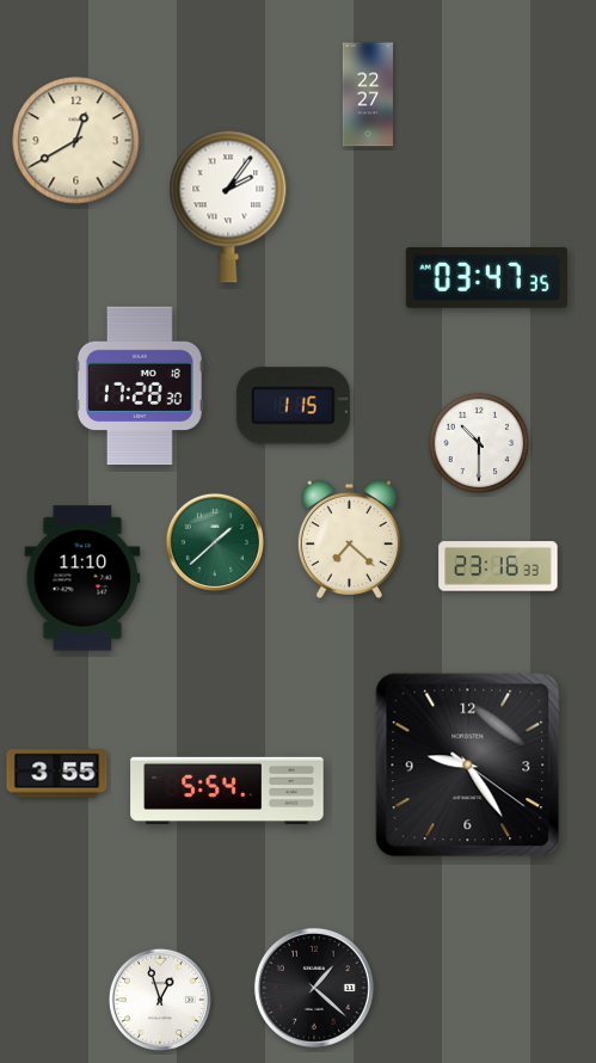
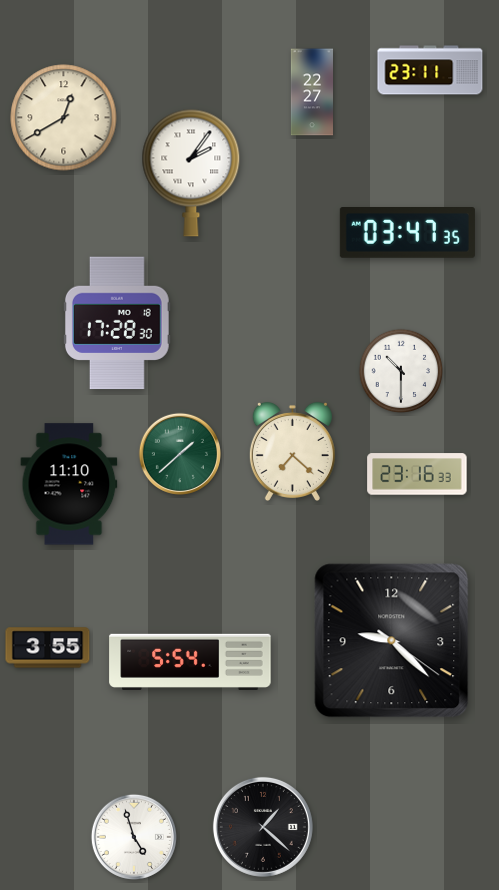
clock at (430, 70): none -> 23:11
clock at (368, 94) position: (368, 94) -> (312, 92)
clock at (293, 406): 1:15 -> none
clock at (468, 766): 9:24 -> 9:22
clock at (160, 1000): 12:57 -> 4:57
